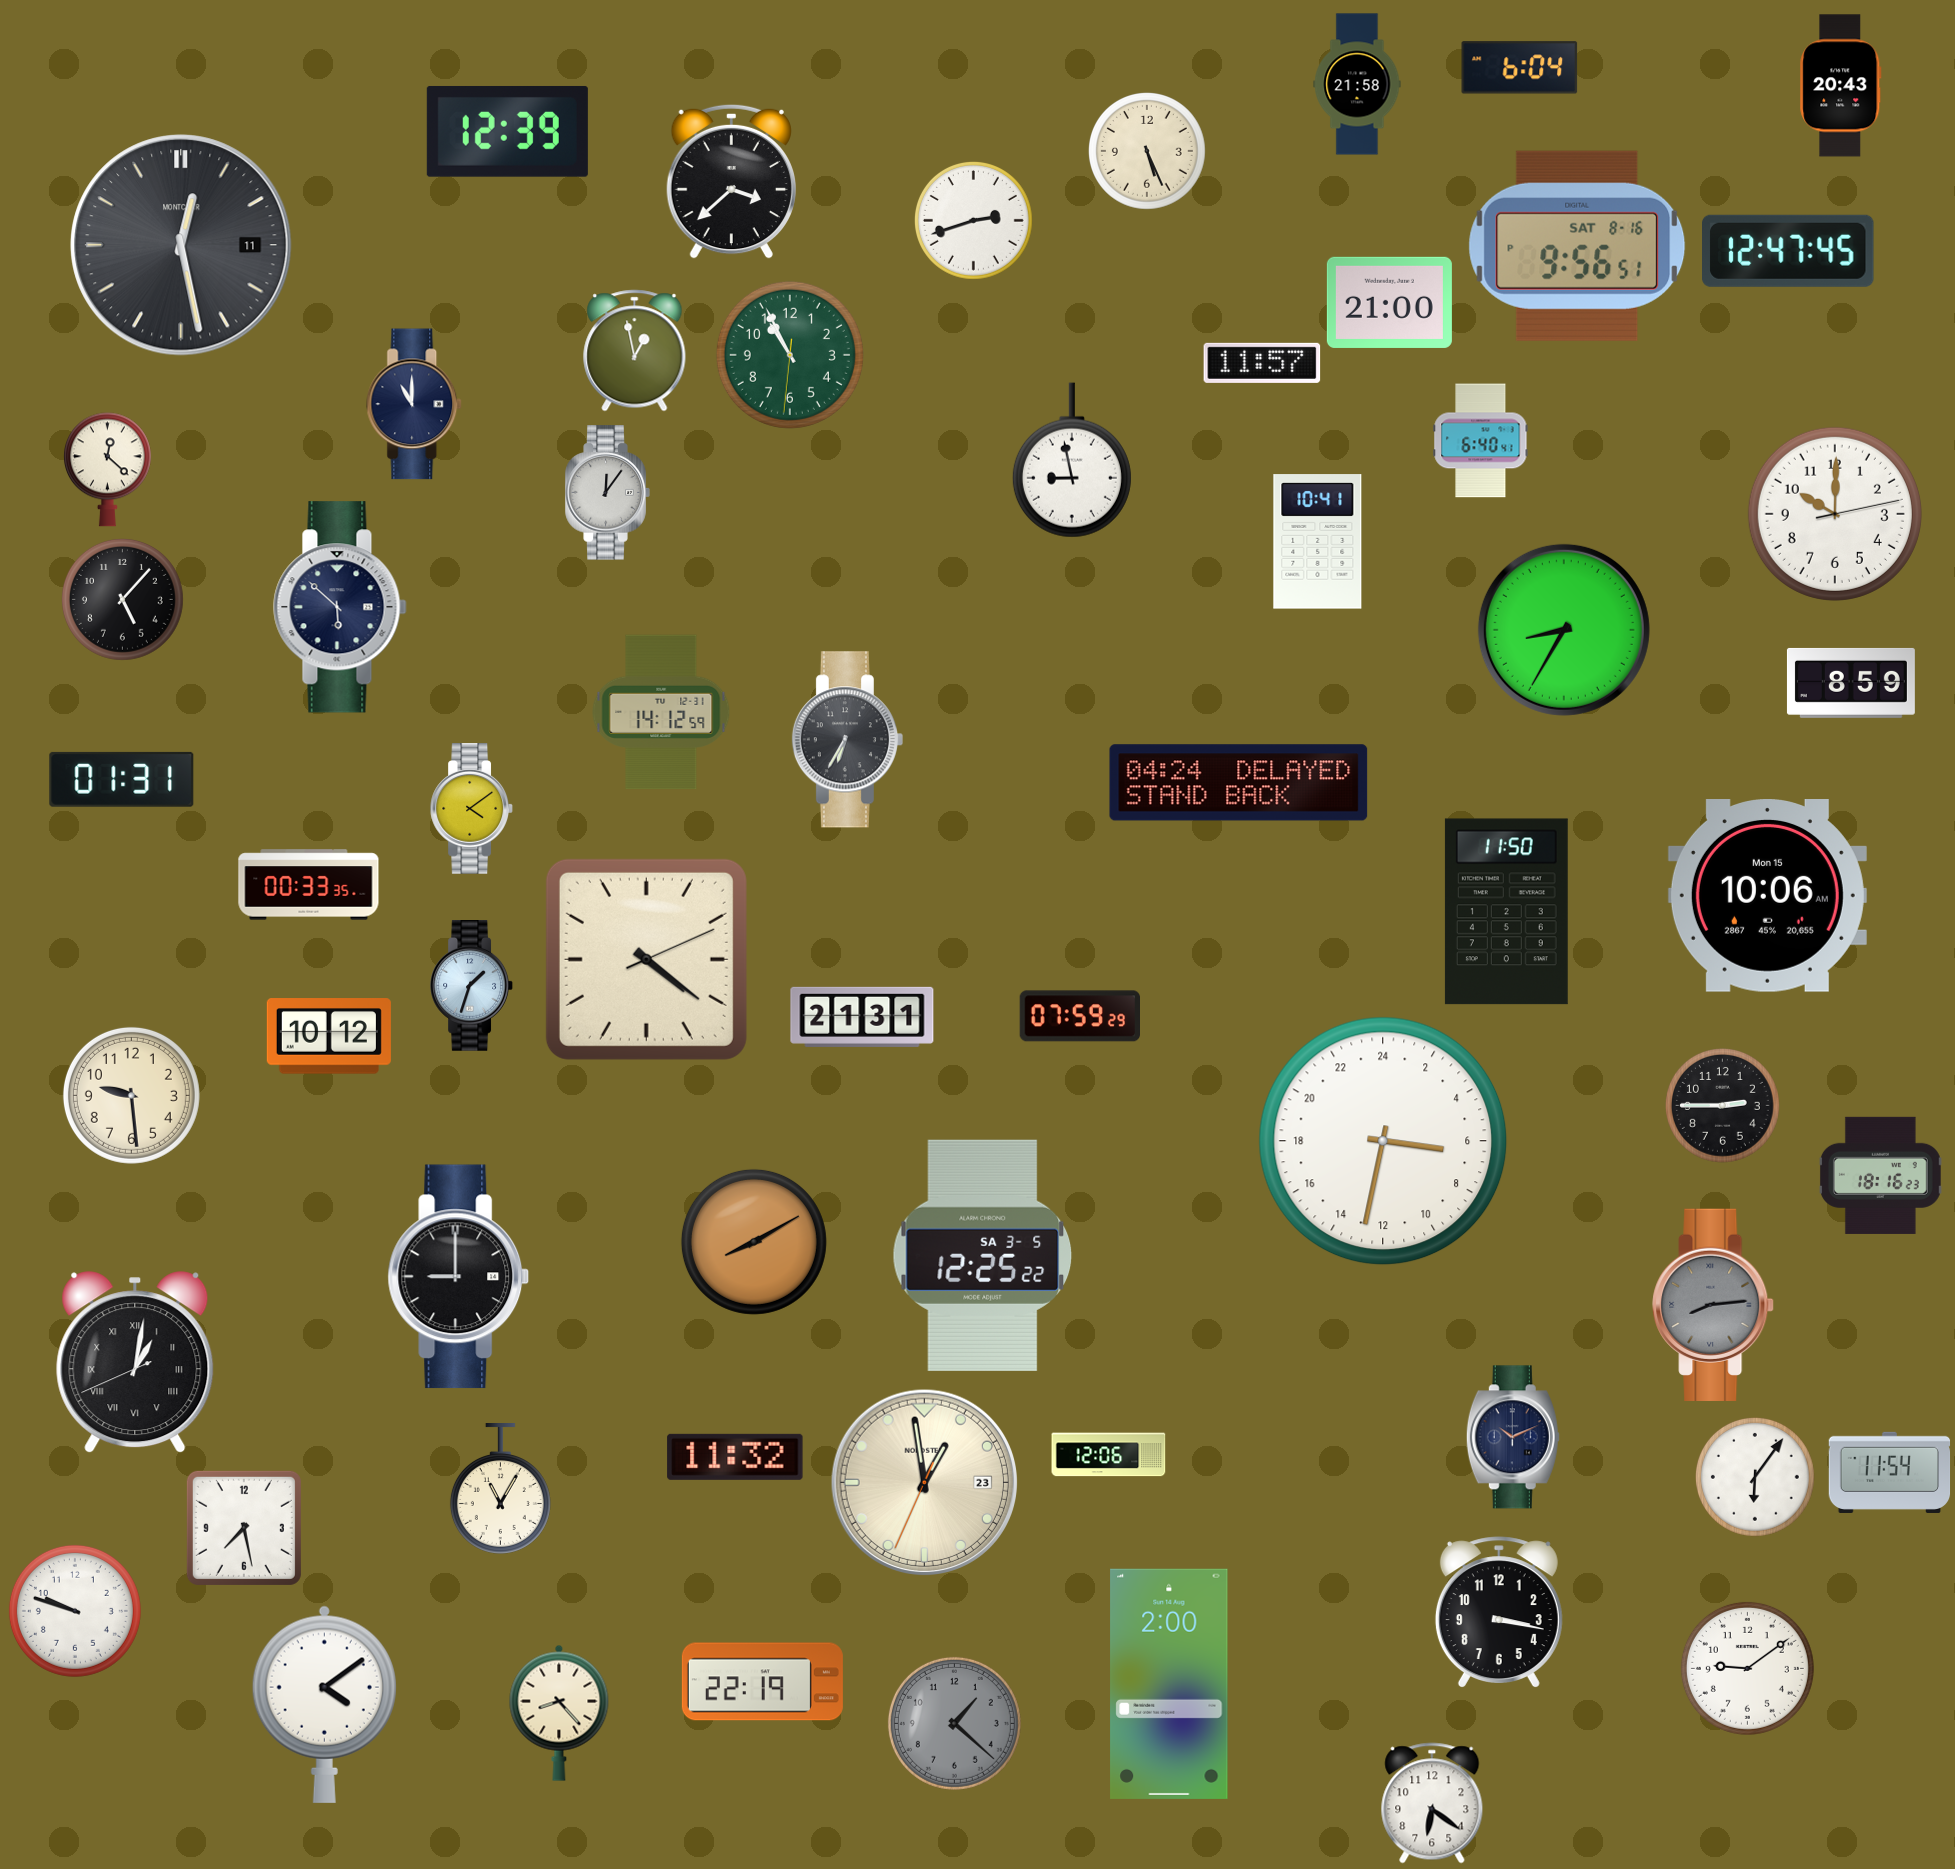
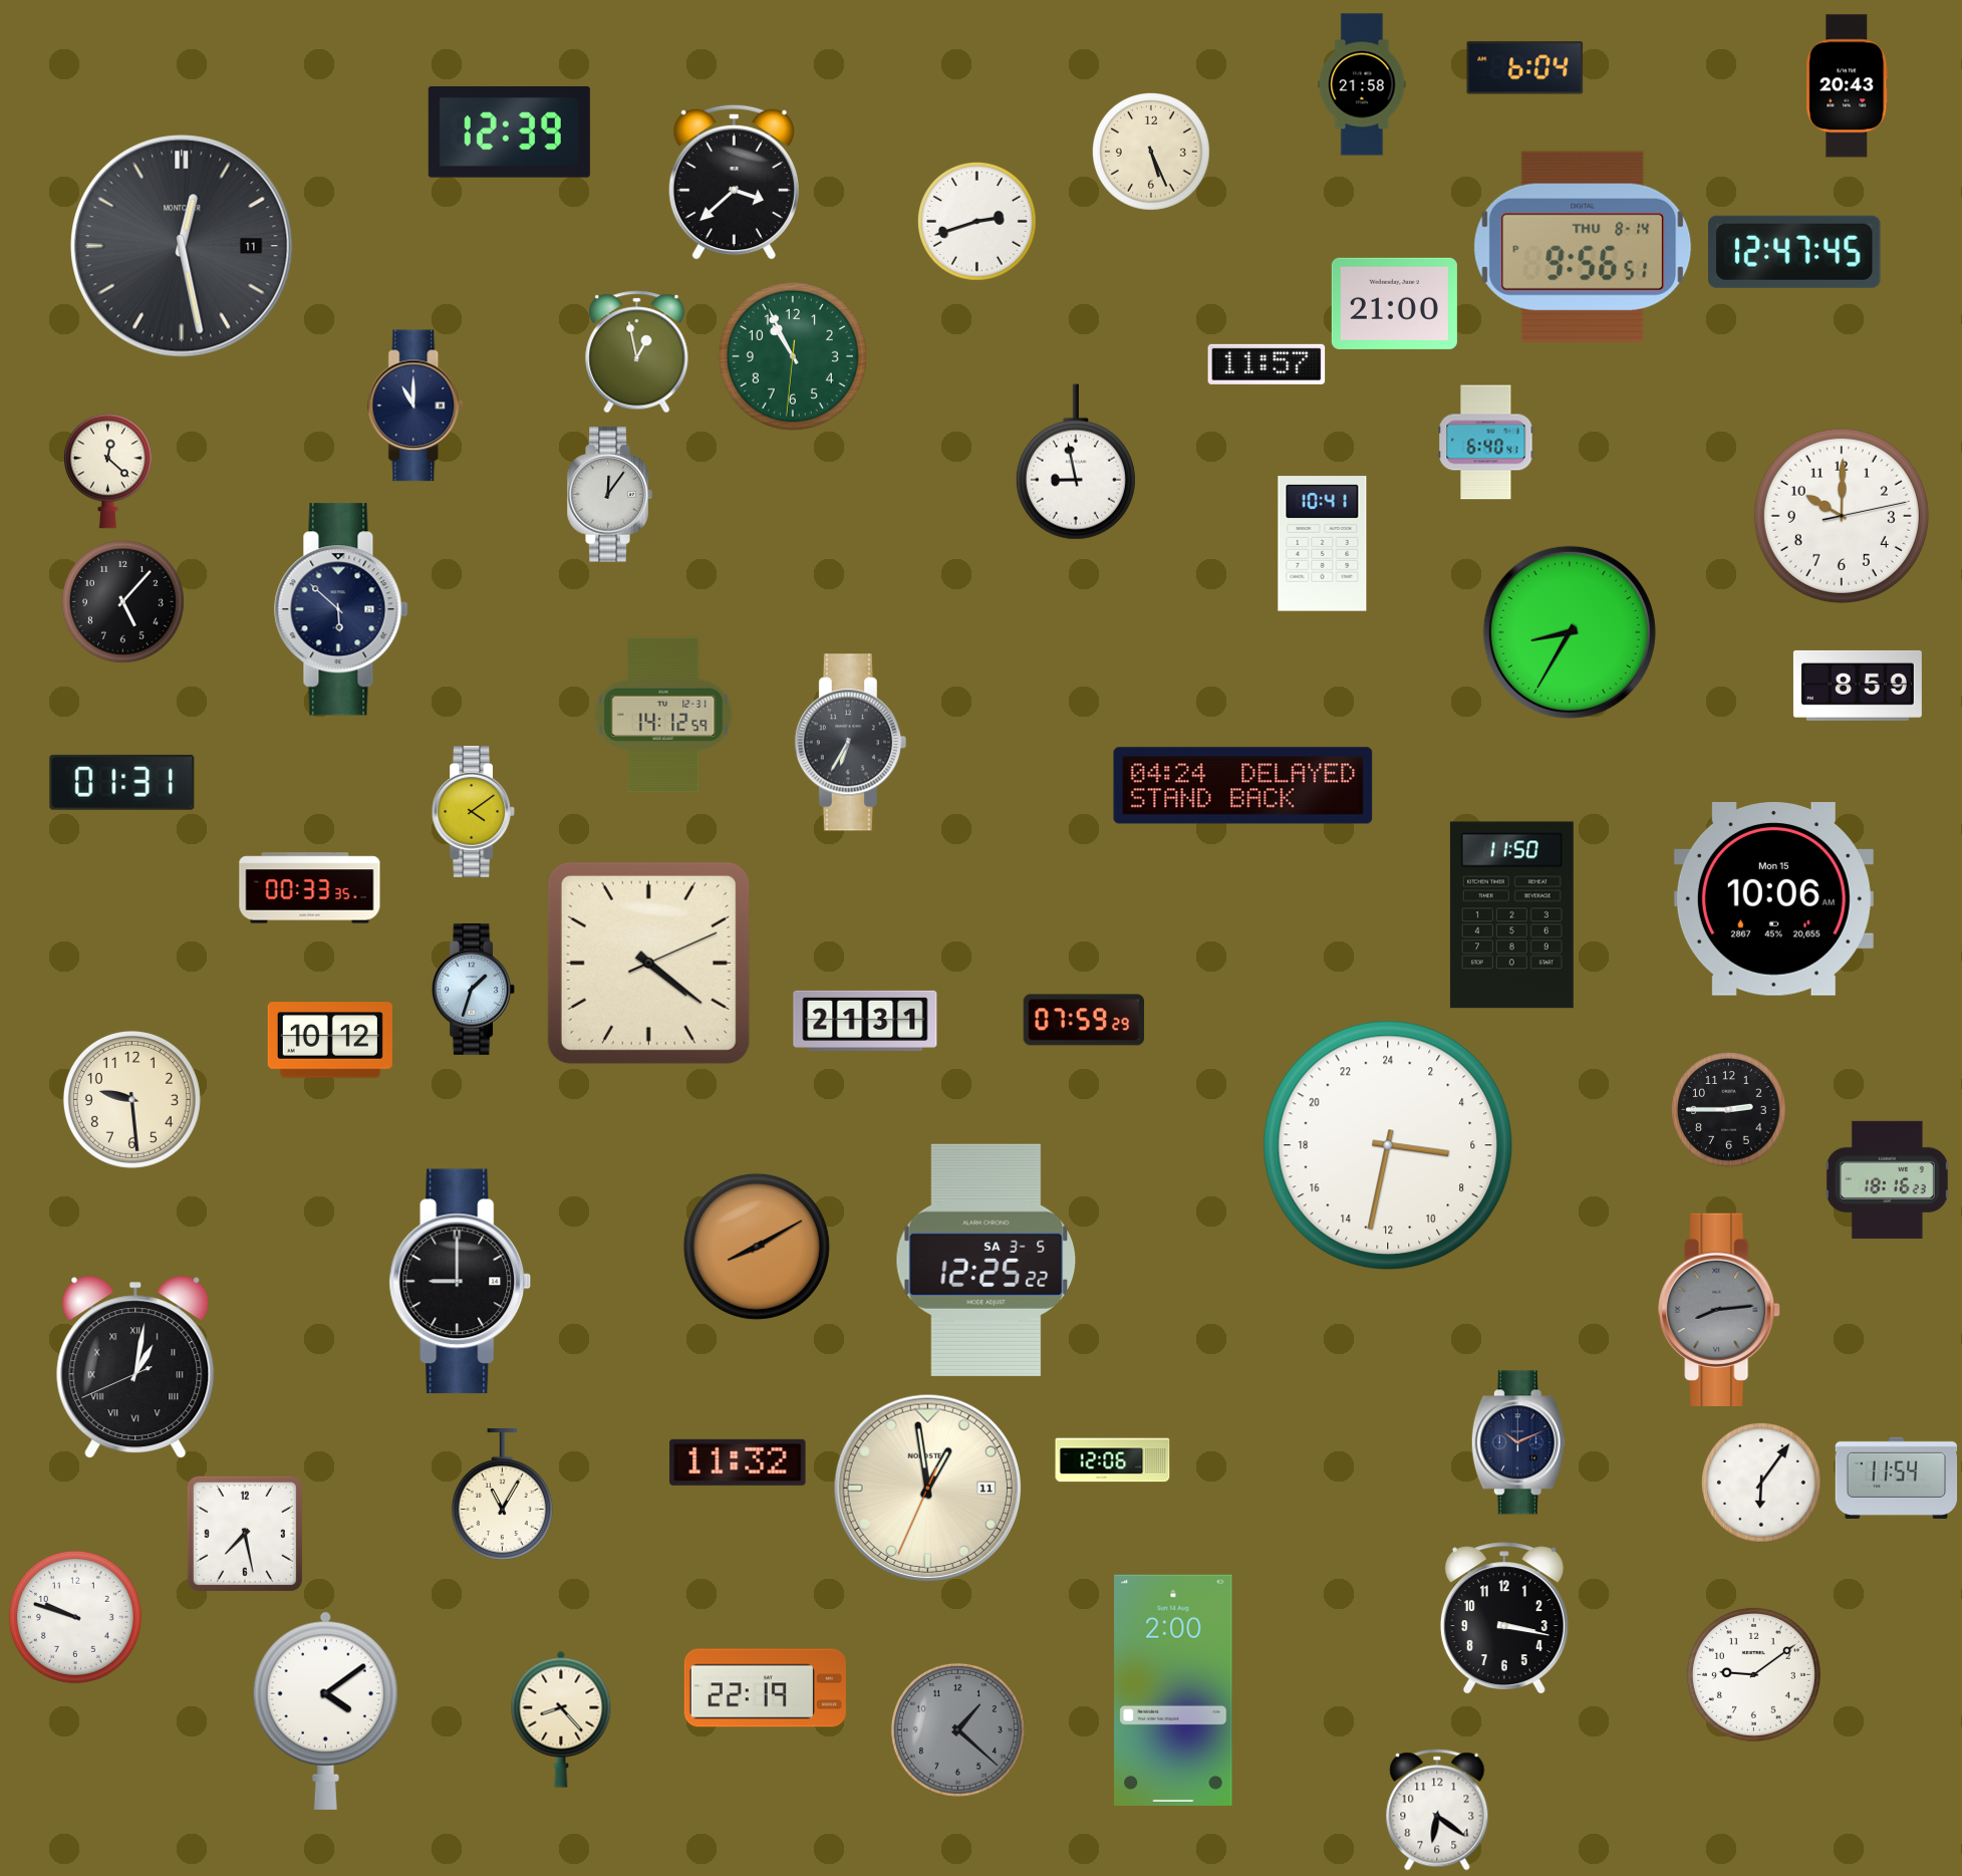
clock at (1577, 246) date: SAT 8-16 -> THU 8-14
clock at (924, 1482) date: 23 -> 11
